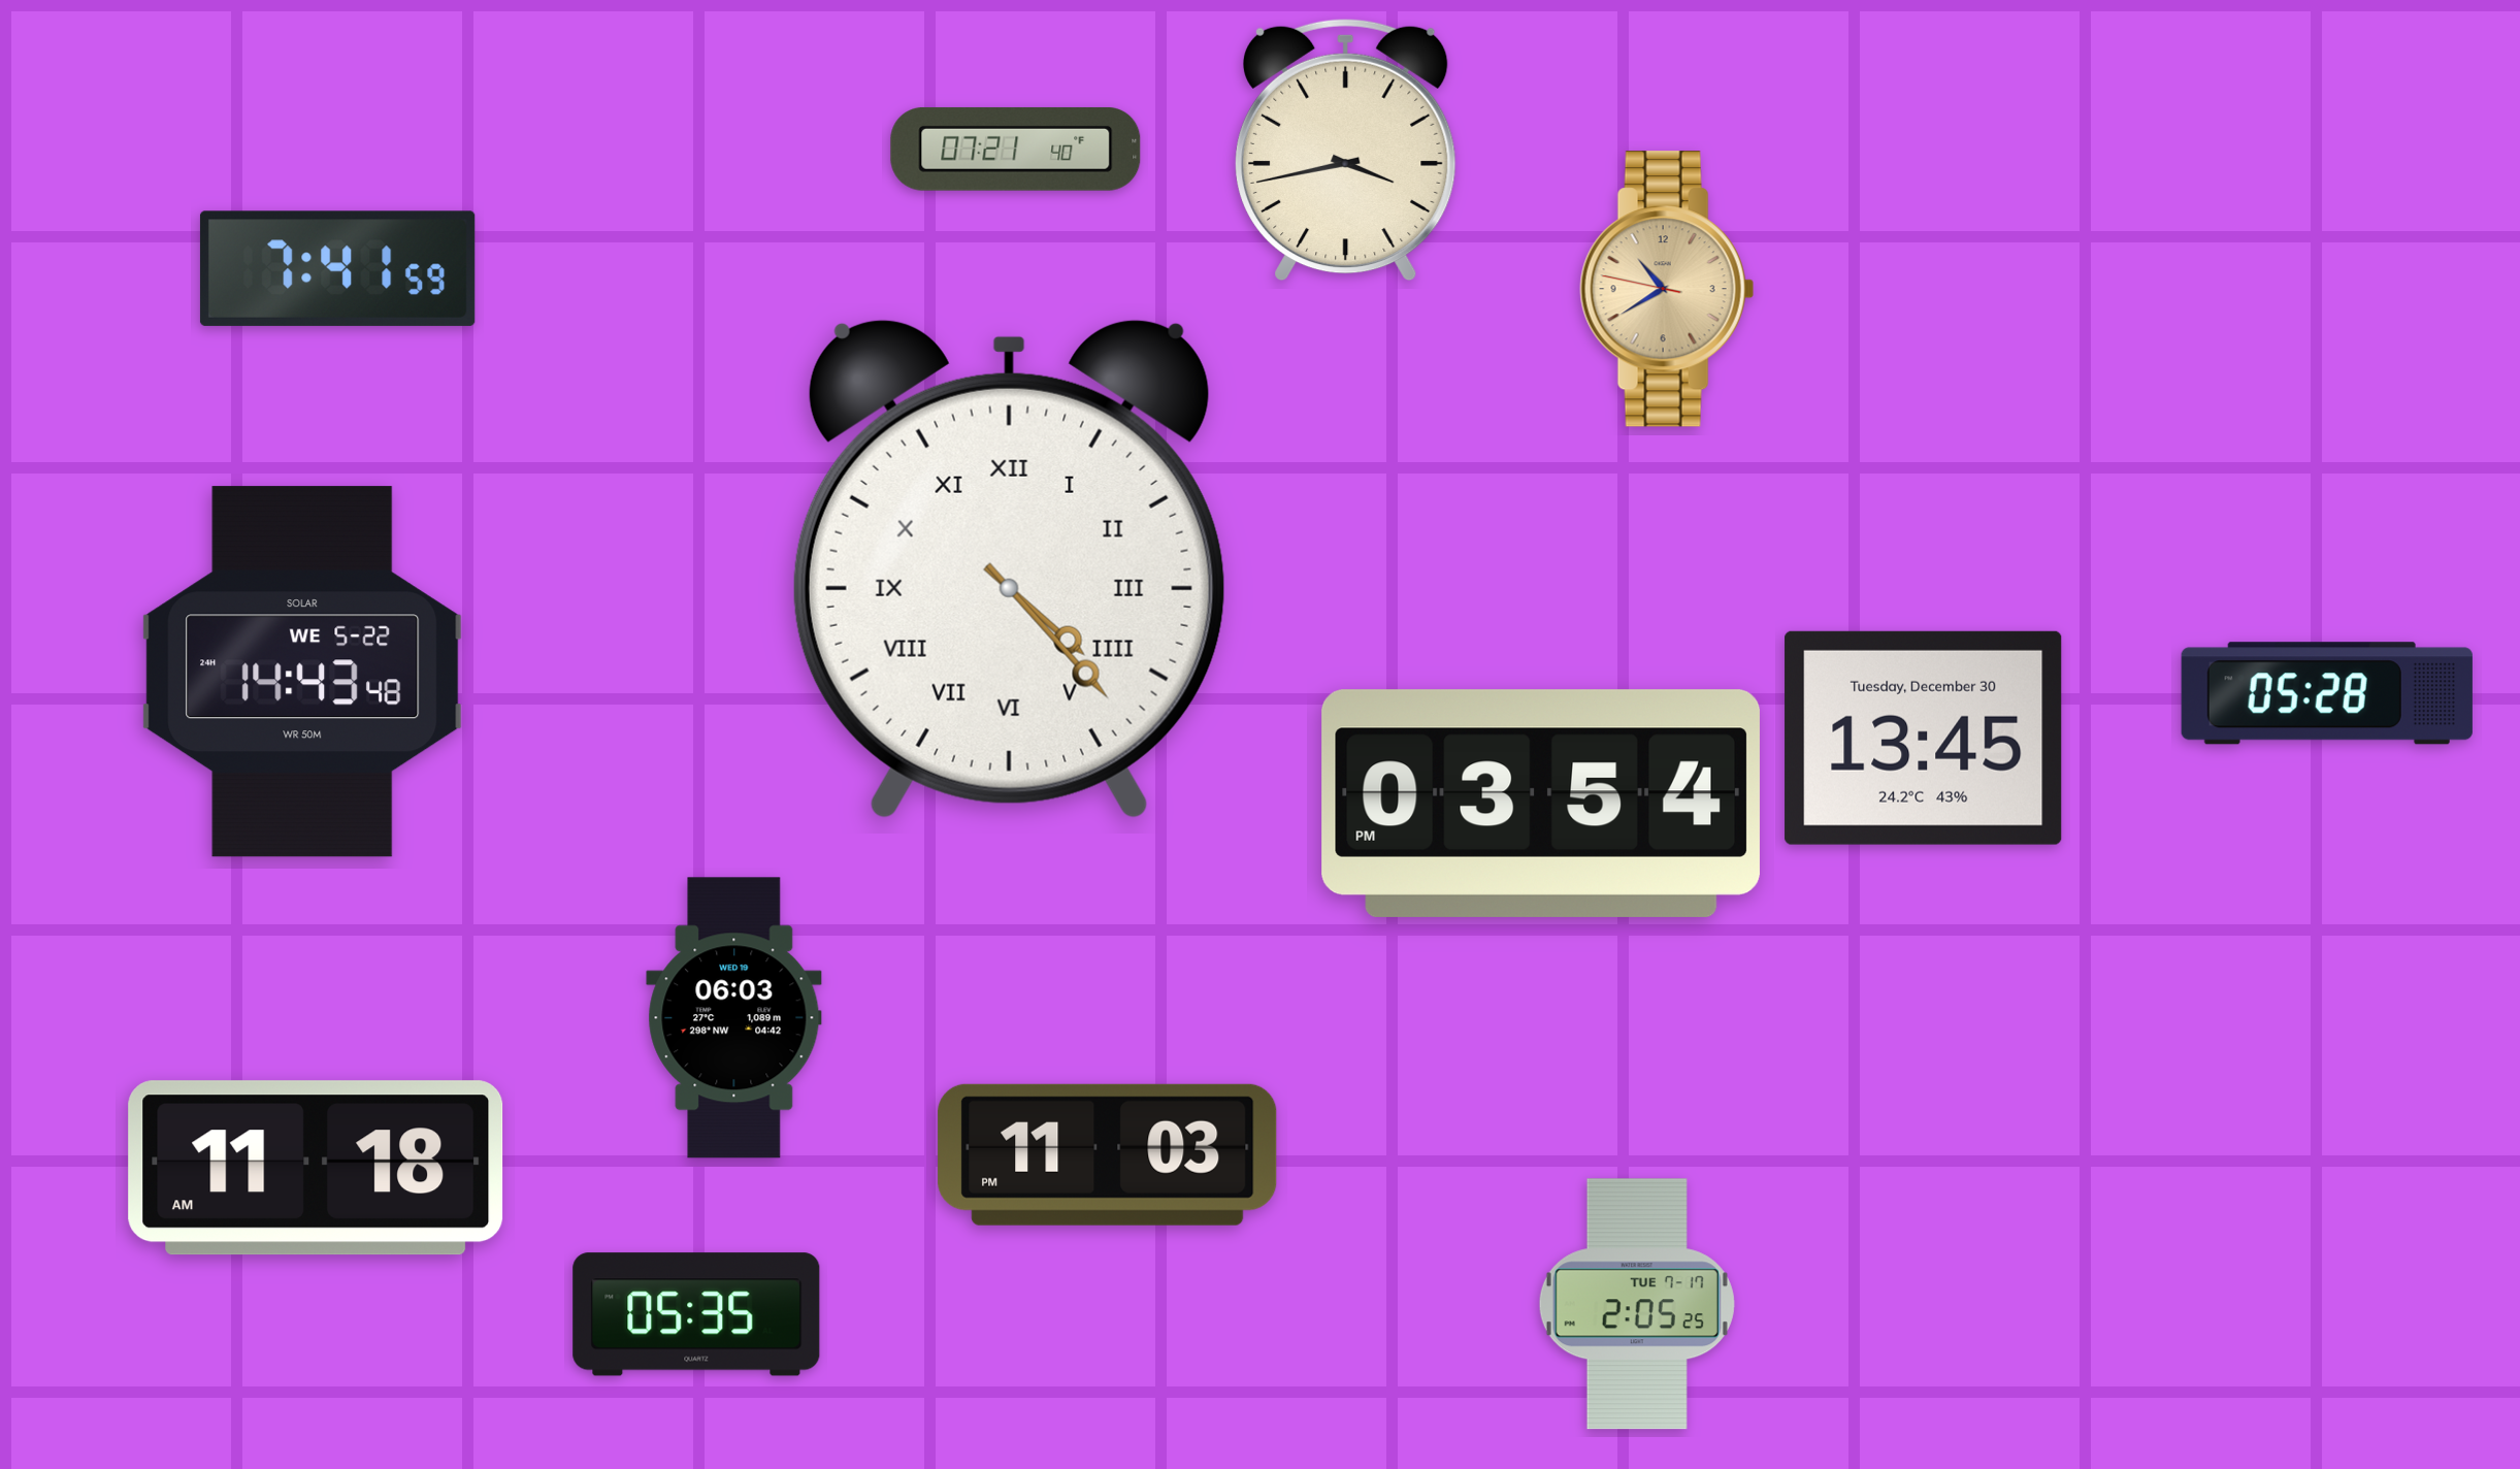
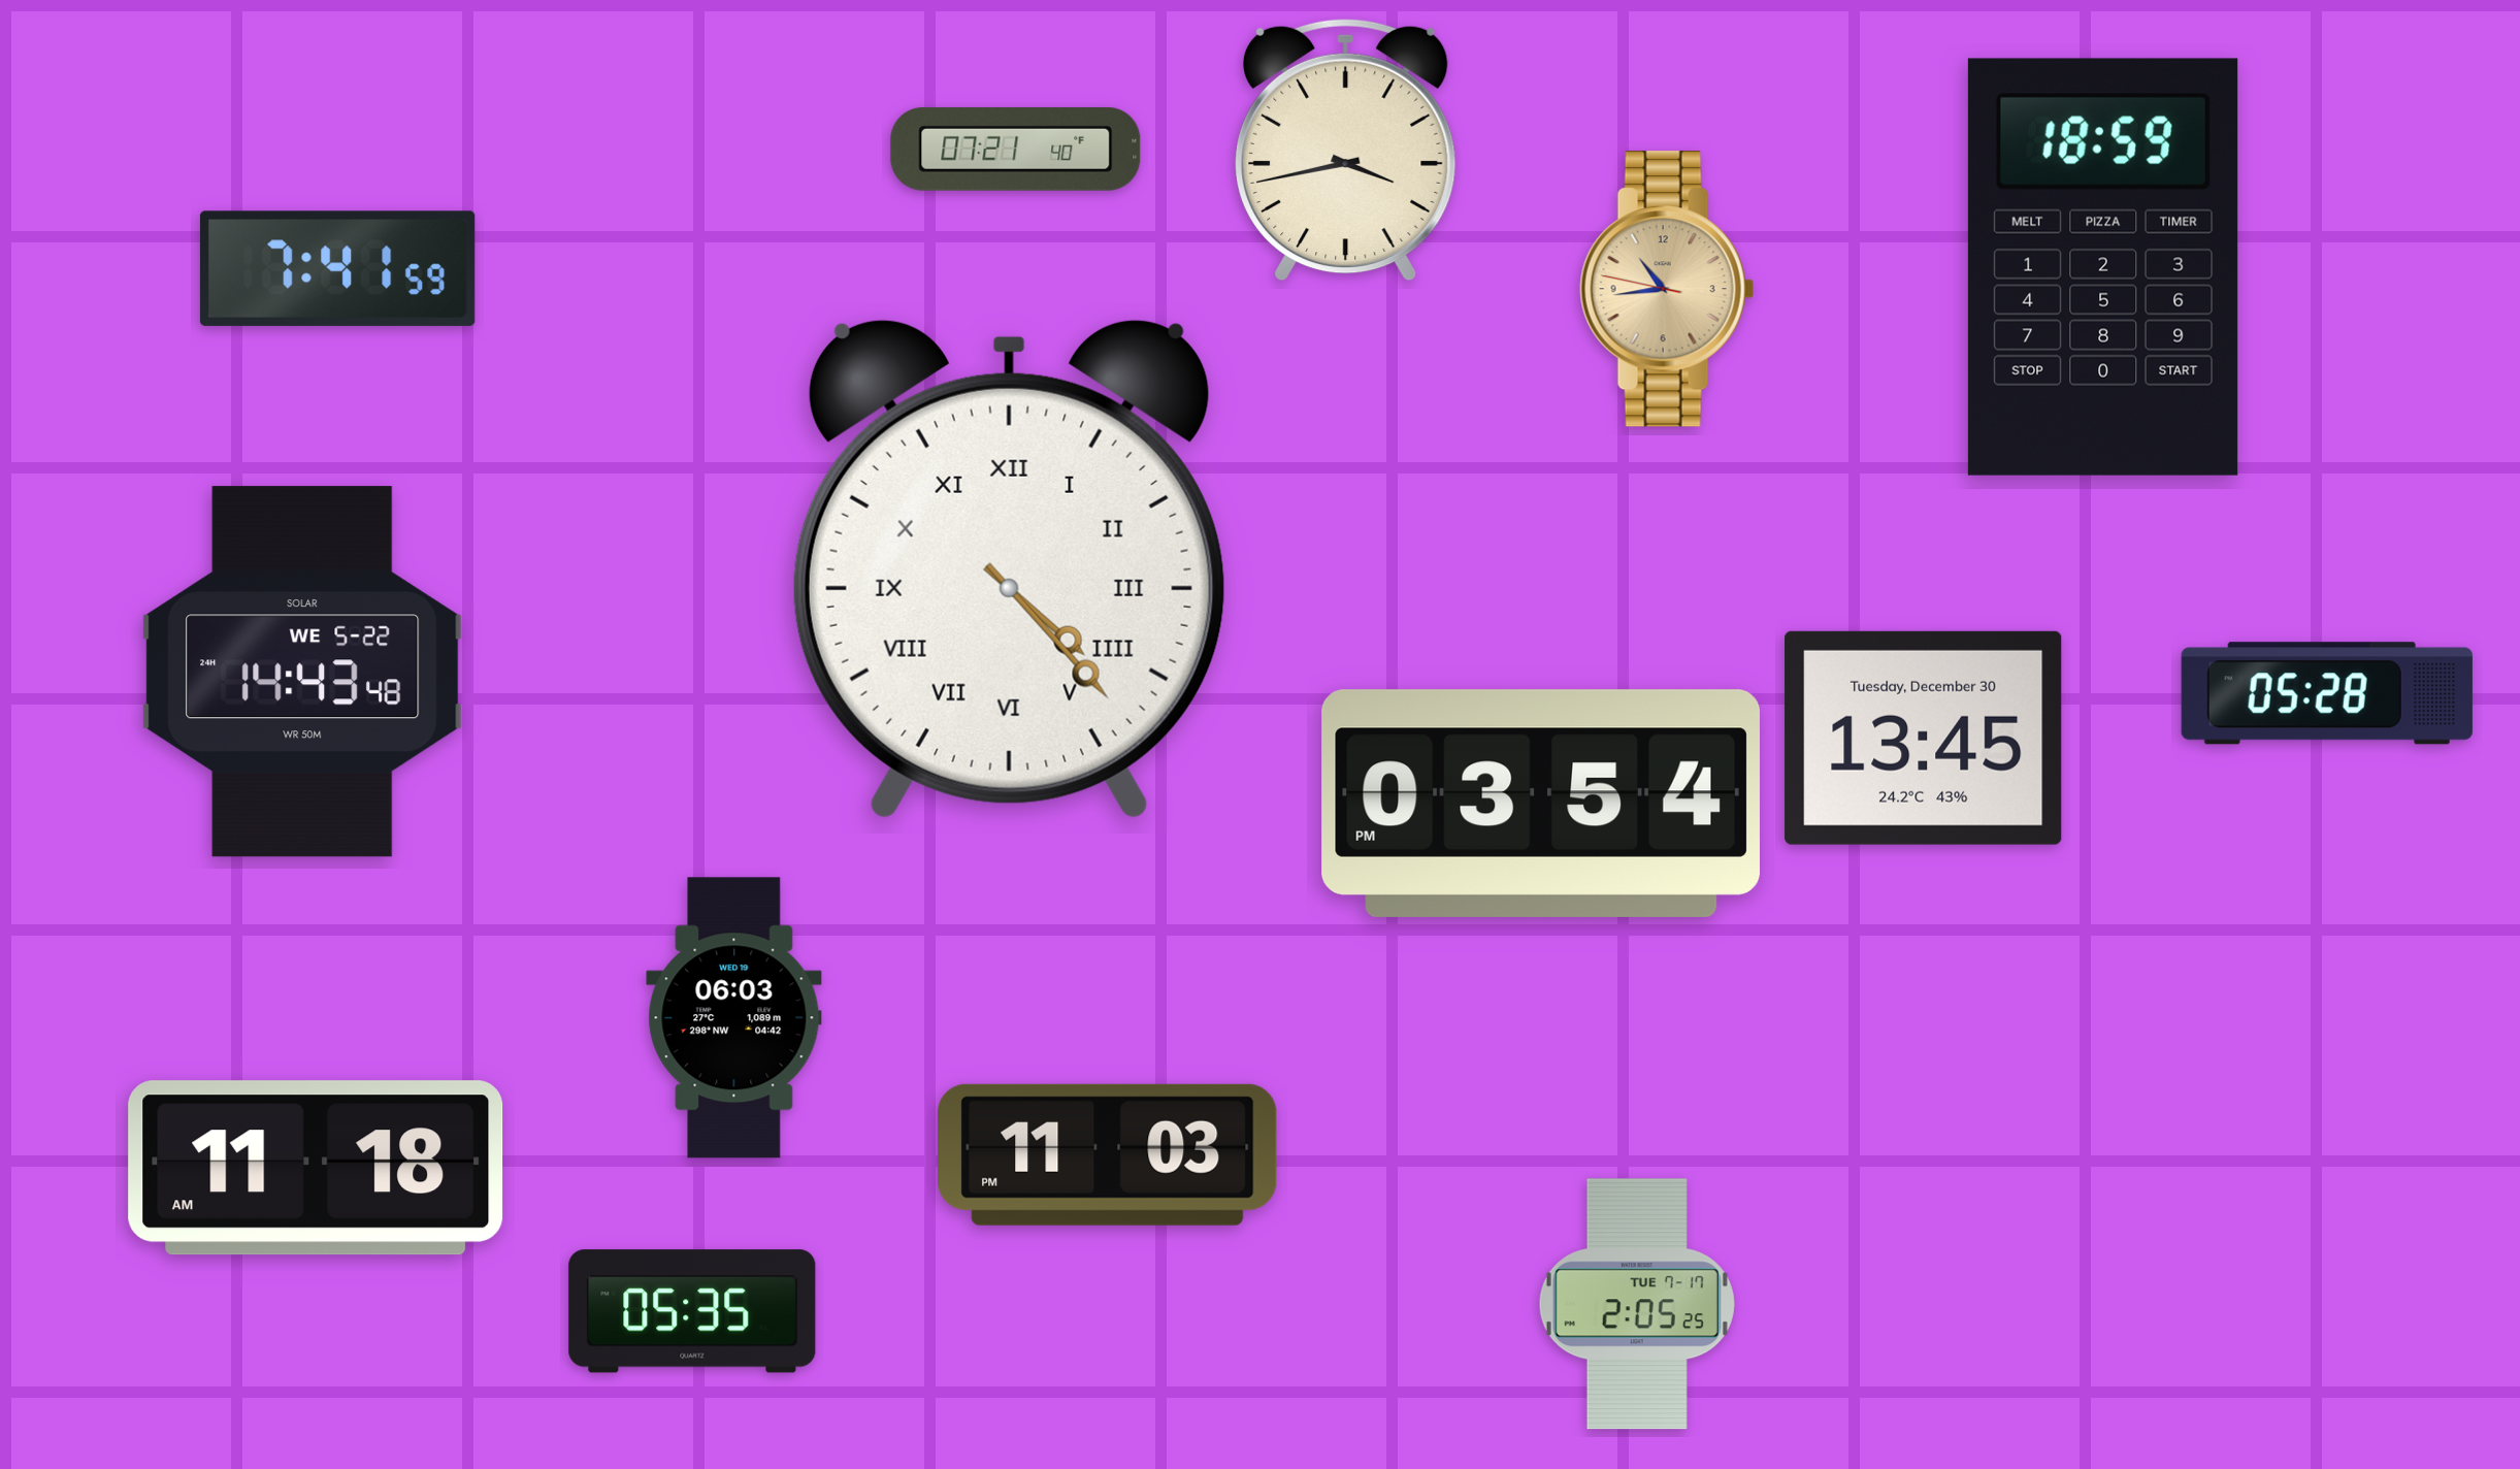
clock at (2103, 267): none -> 18:59
clock at (1667, 289): 10:39 -> 10:43
clock at (696, 1314) position: (696, 1314) -> (692, 1311)
